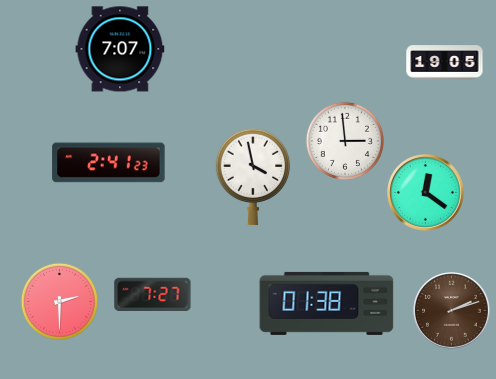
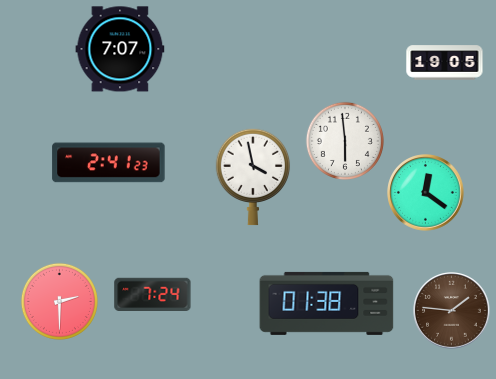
clock at (345, 141): 2:59 -> 5:59
clock at (153, 295): 7:27 -> 7:24
clock at (452, 311): 2:12 -> 1:46
